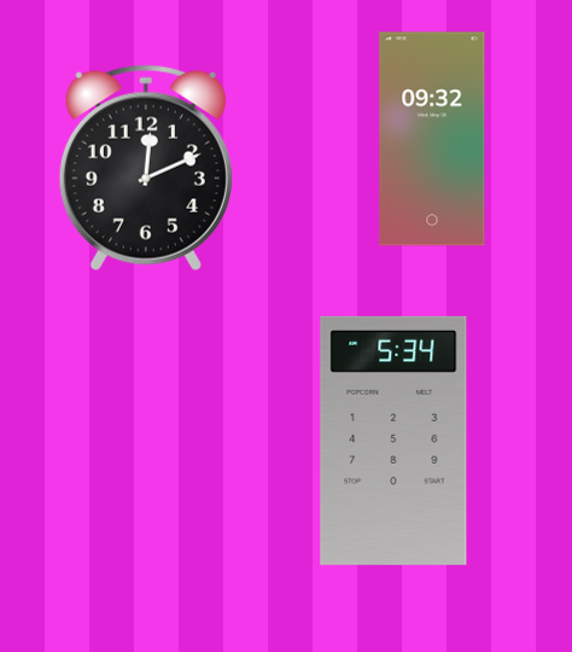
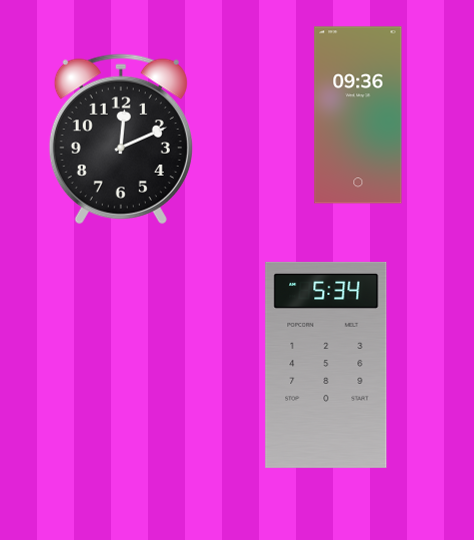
clock at (432, 139): 09:32 -> 09:36
